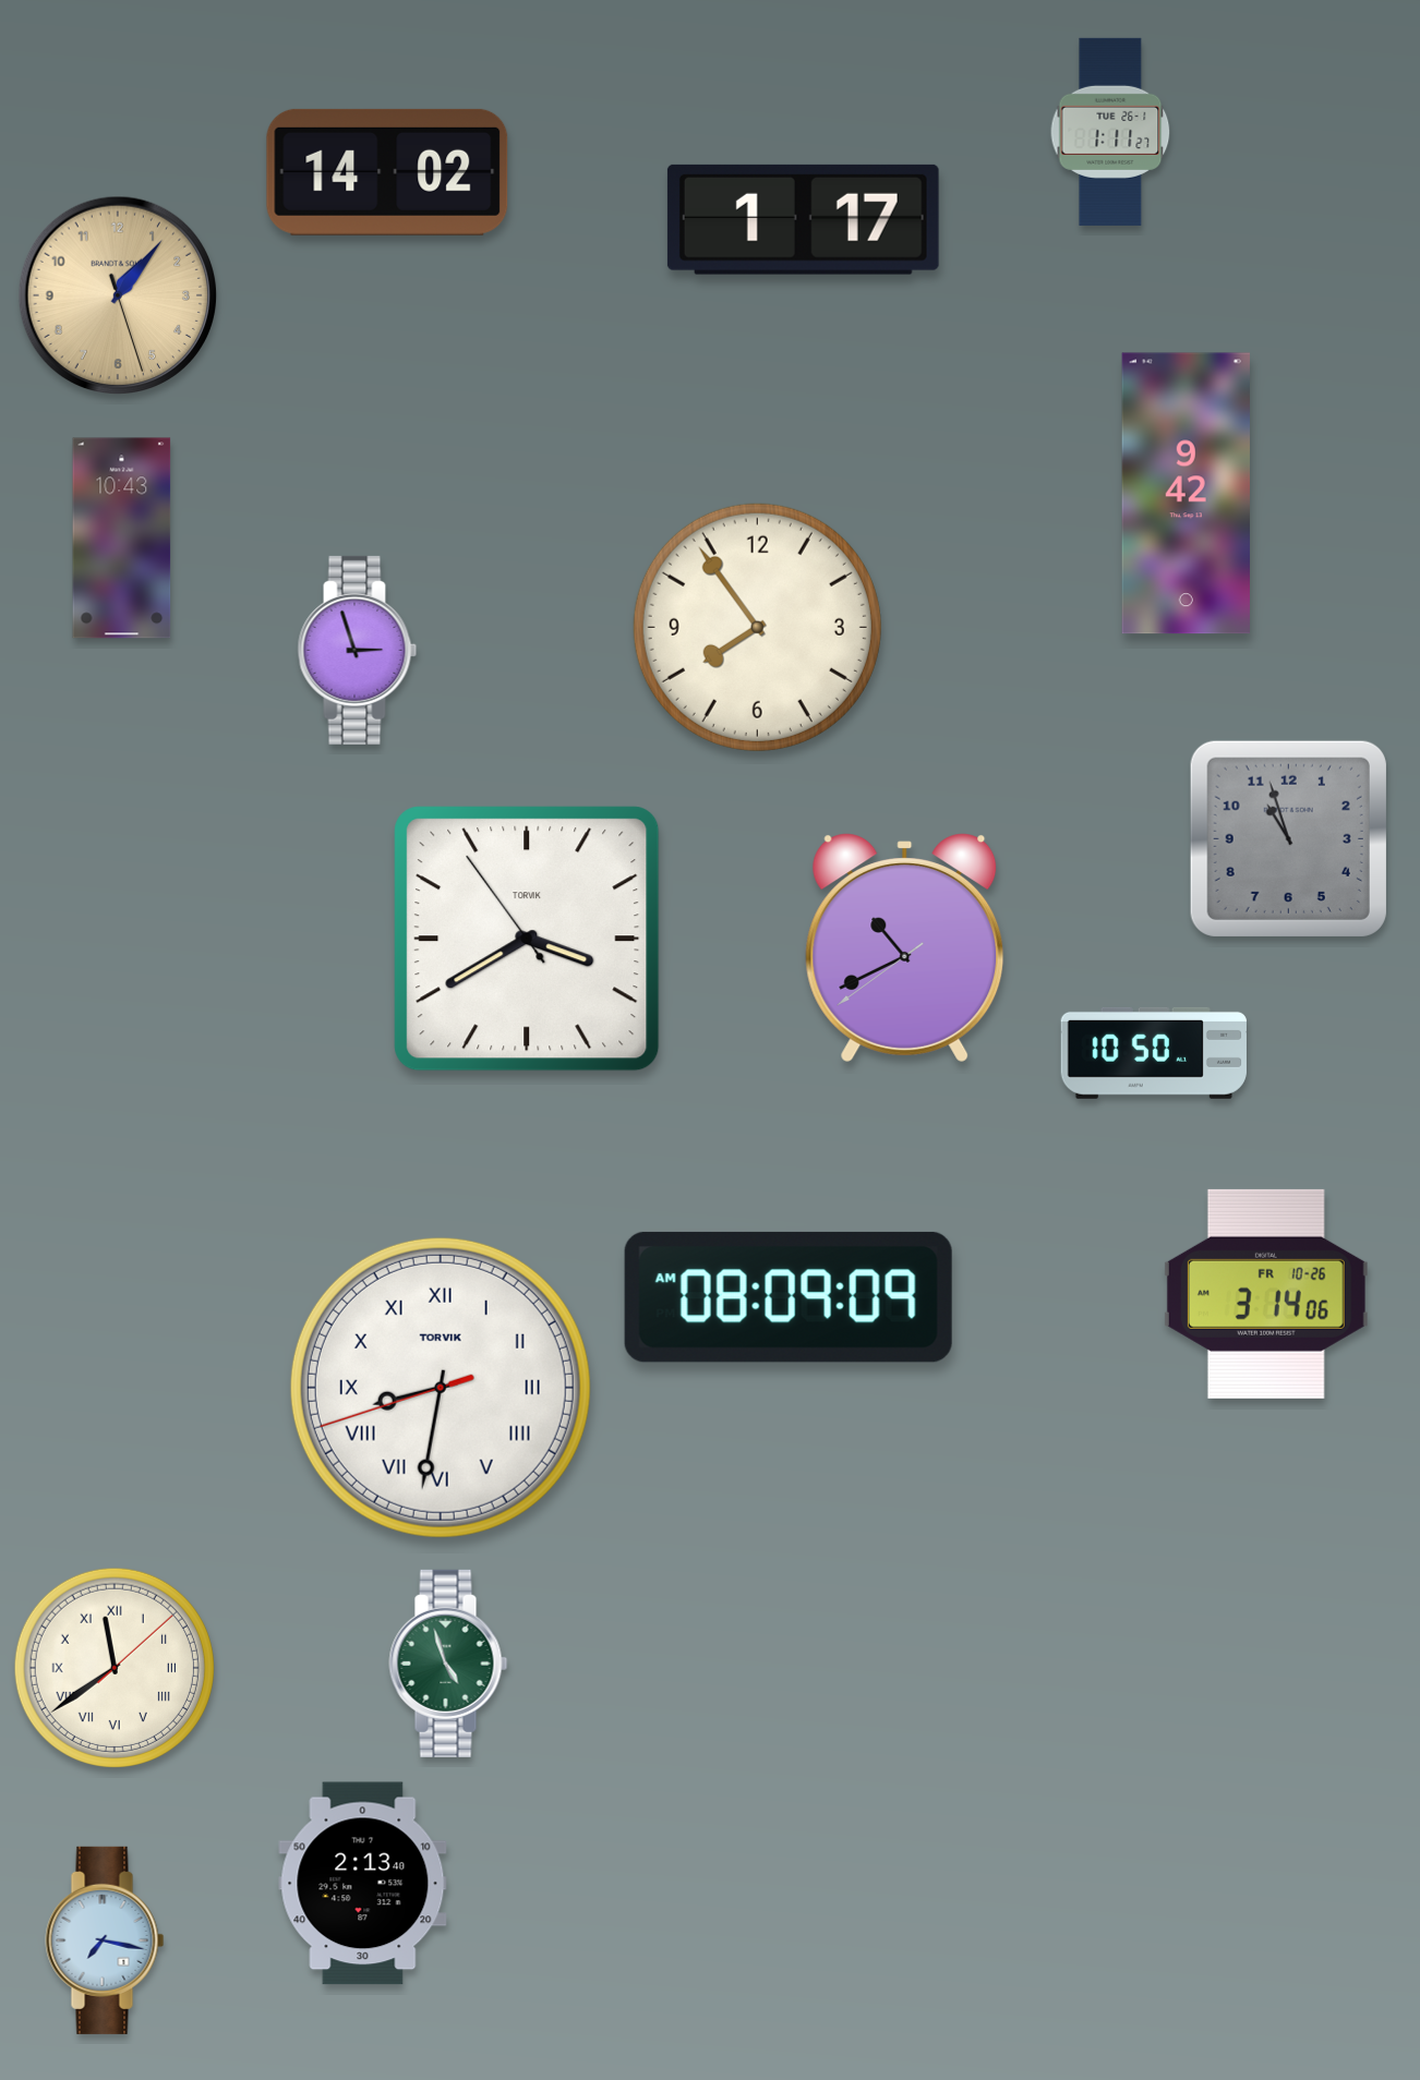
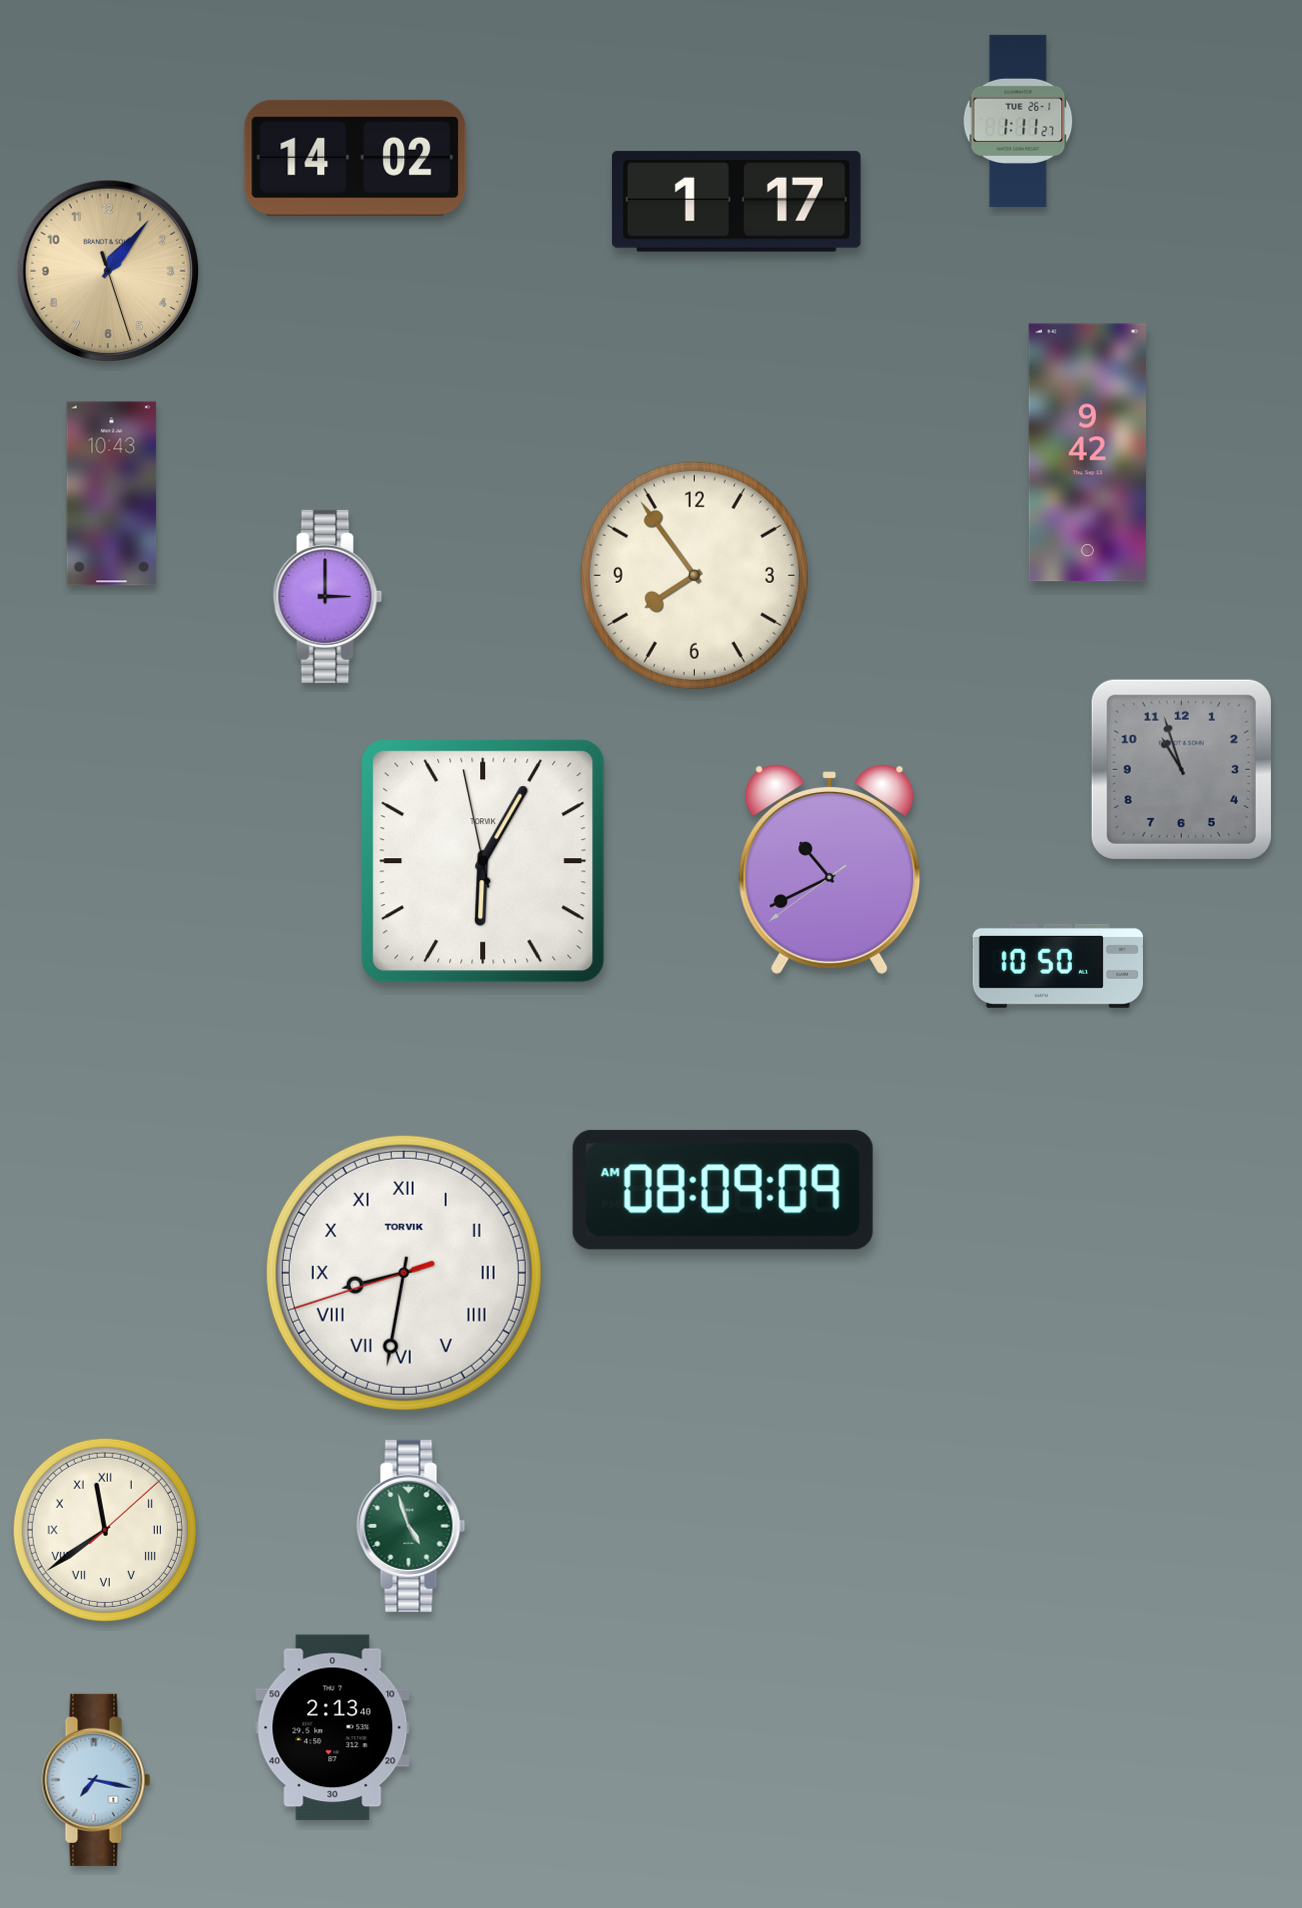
clock at (358, 650): 2:57 -> 3:00
clock at (527, 939): 3:39 -> 6:04
clock at (1266, 1294): 3:14 -> none
